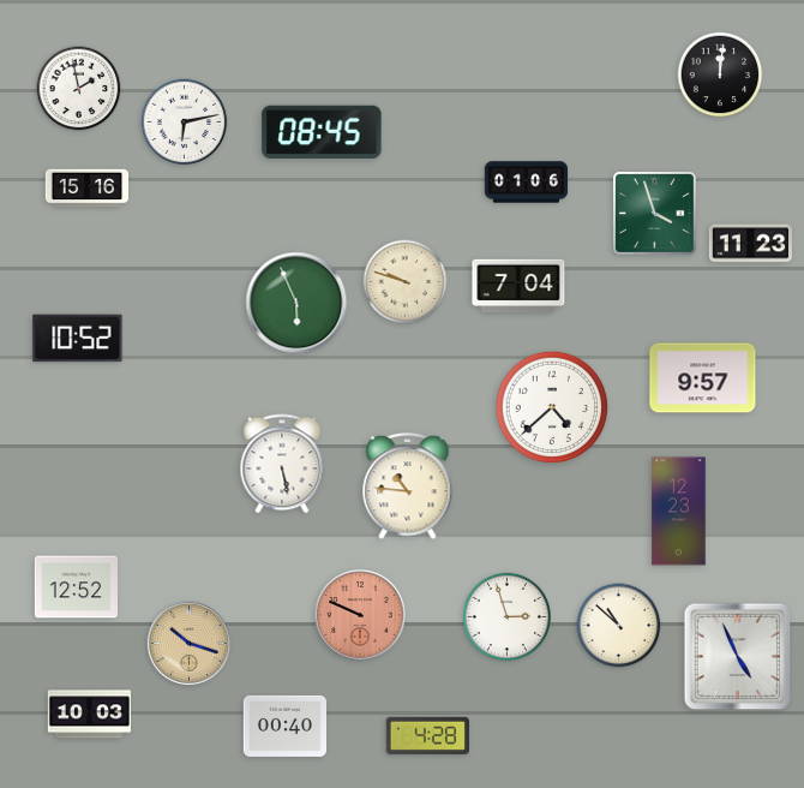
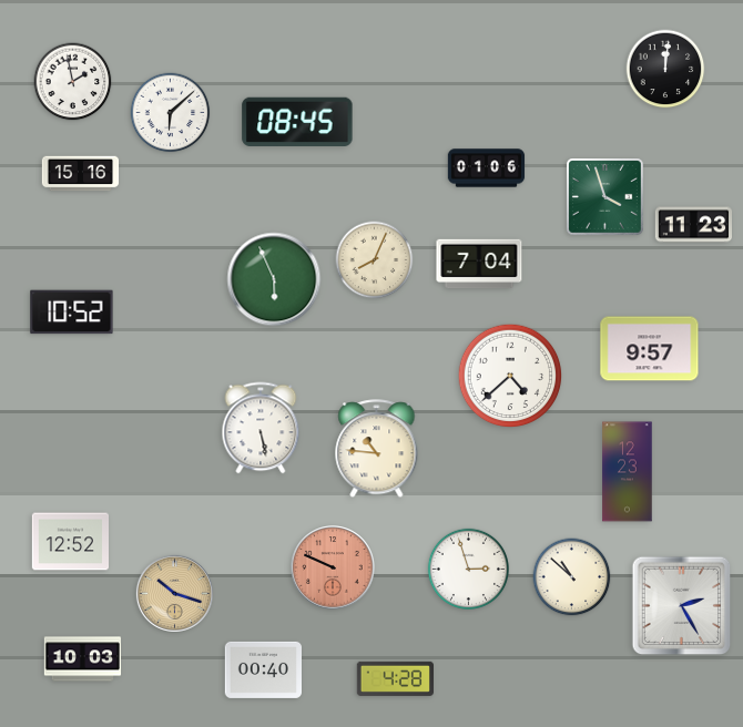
clock at (185, 123): 6:13 -> 6:08
clock at (406, 282): 9:48 -> 8:04
clock at (738, 657): 4:56 -> 2:25
